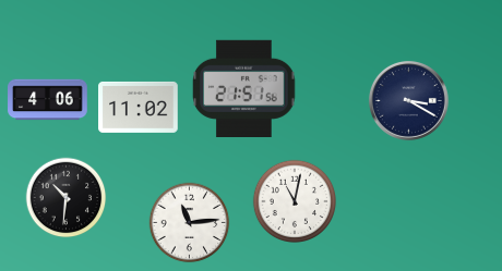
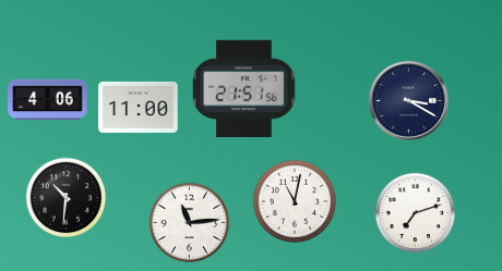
clock at (139, 107): 11:02 -> 11:00
clock at (416, 213): none -> 7:12
